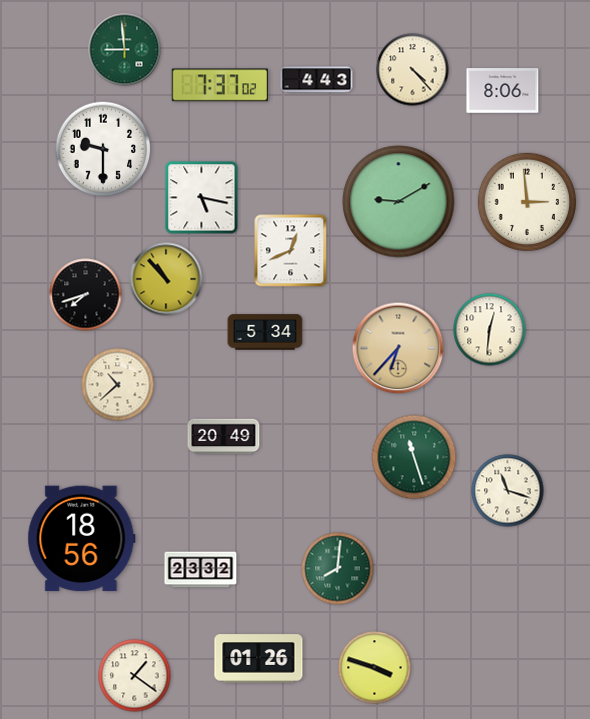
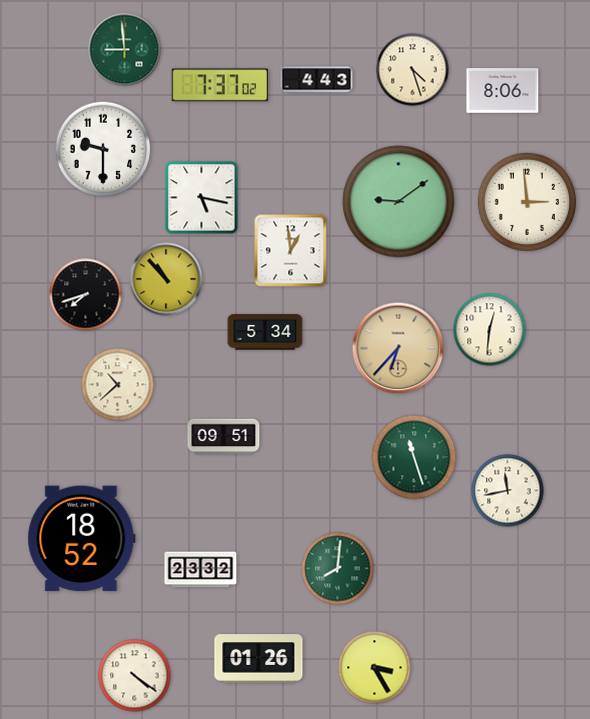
clock at (413, 70): 4:23 -> 4:27
clock at (399, 202): 9:10 -> 9:09
clock at (291, 251): 12:41 -> 12:59
clock at (224, 437): 20:49 -> 09:51
clock at (508, 491): 11:18 -> 11:43
clock at (82, 539): 18:56 -> 18:52
clock at (375, 668): 3:48 -> 3:25
clock at (135, 676): 1:21 -> 4:21
